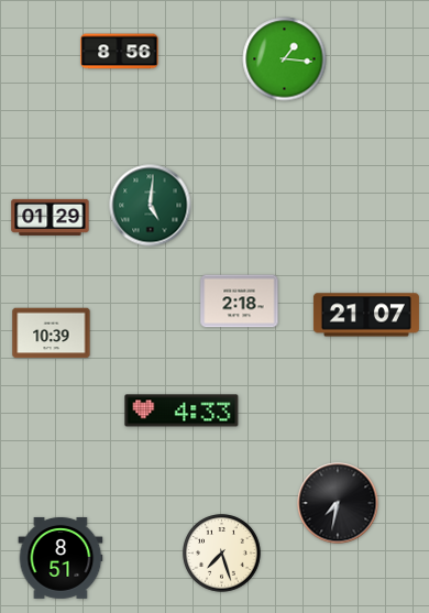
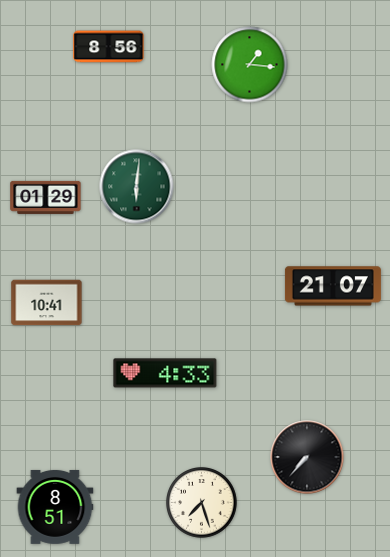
clock at (285, 59) position: (285, 59) -> (250, 65)
clock at (151, 206): 5:01 -> 6:01
clock at (240, 302): 2:18 -> none
clock at (52, 333): 10:39 -> 10:41
clock at (338, 503): 7:32 -> 7:37
